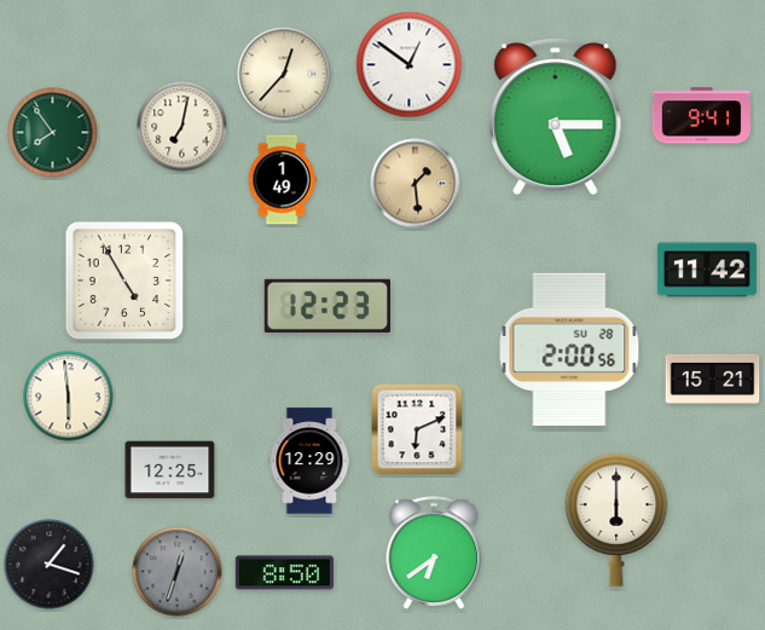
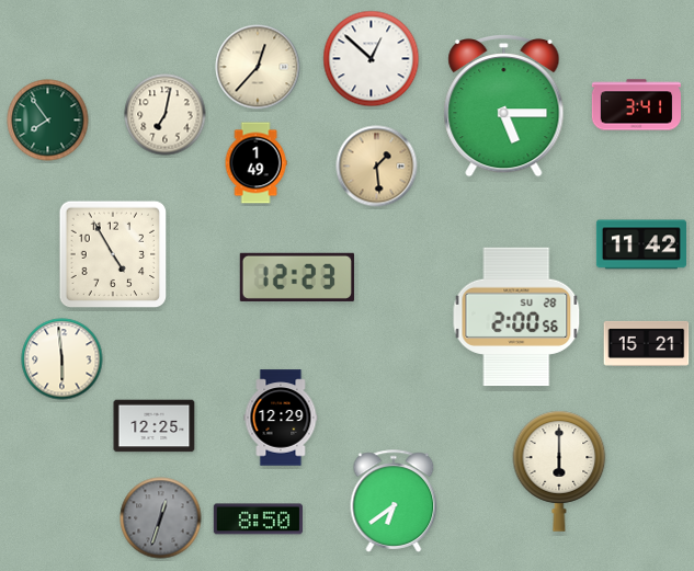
clock at (410, 65): 12:51 -> 12:52
clock at (701, 116): 9:41 -> 3:41
clock at (417, 429): 6:11 -> none
clock at (50, 565): 1:18 -> none
